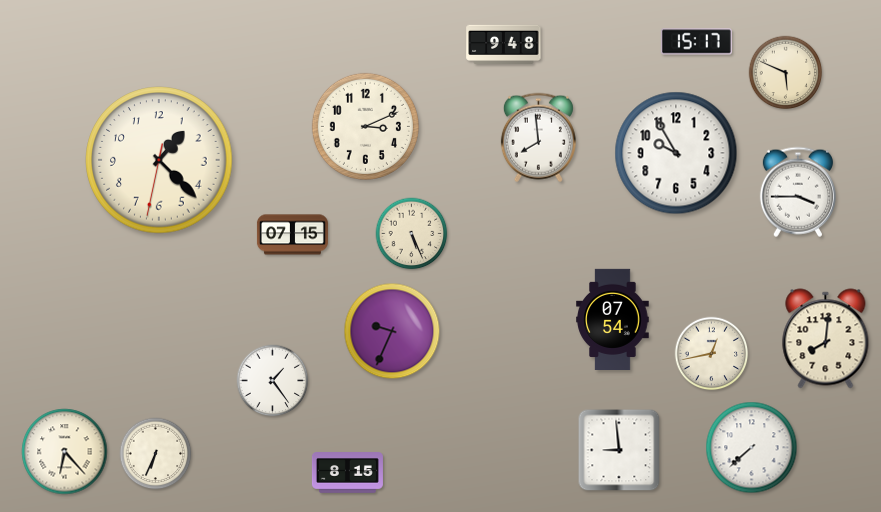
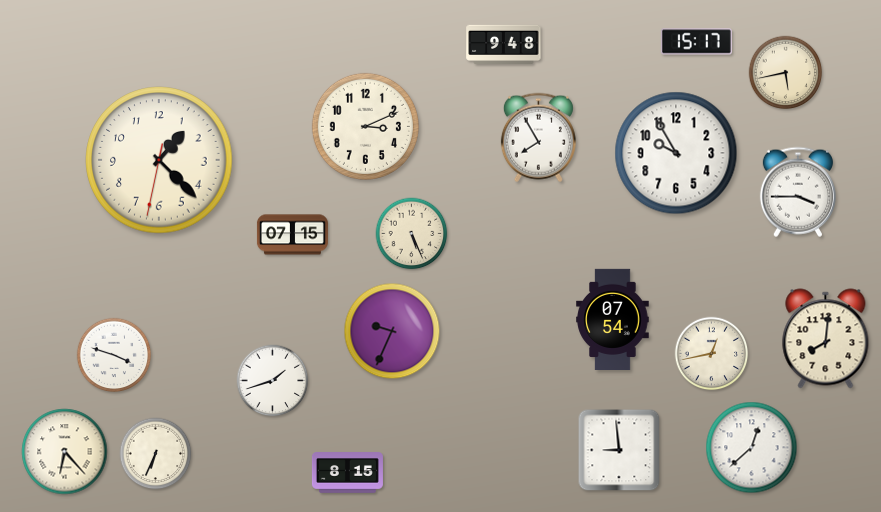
clock at (786, 73): 5:49 -> 5:43
clock at (538, 138): 7:59 -> 7:55
clock at (114, 355): none -> 3:48
clock at (273, 381): 1:24 -> 1:42
clock at (752, 448): 7:38 -> 12:38
